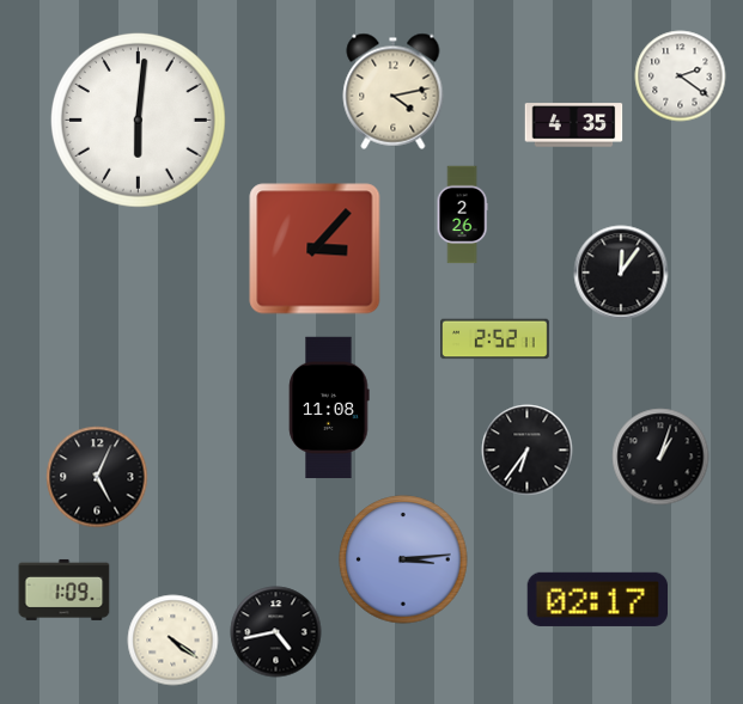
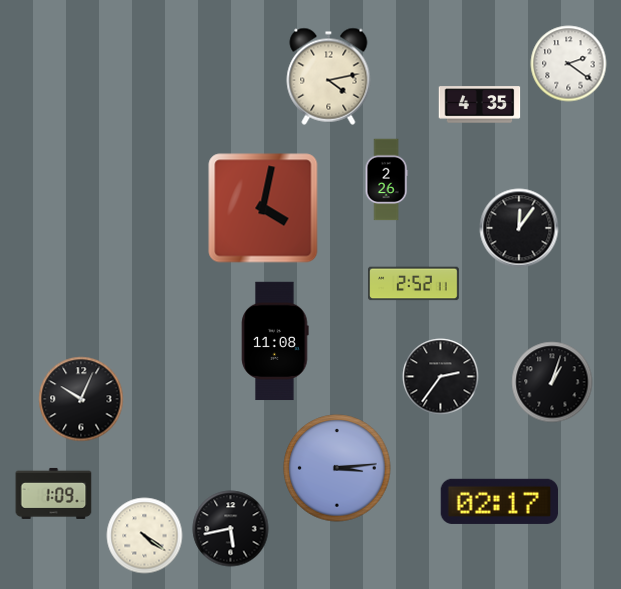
clock at (138, 120): 6:01 -> none
clock at (315, 249): 3:07 -> 4:02
clock at (528, 451): 6:36 -> 2:36
clock at (97, 477): 5:04 -> 10:04
clock at (276, 632): 4:43 -> 5:43
